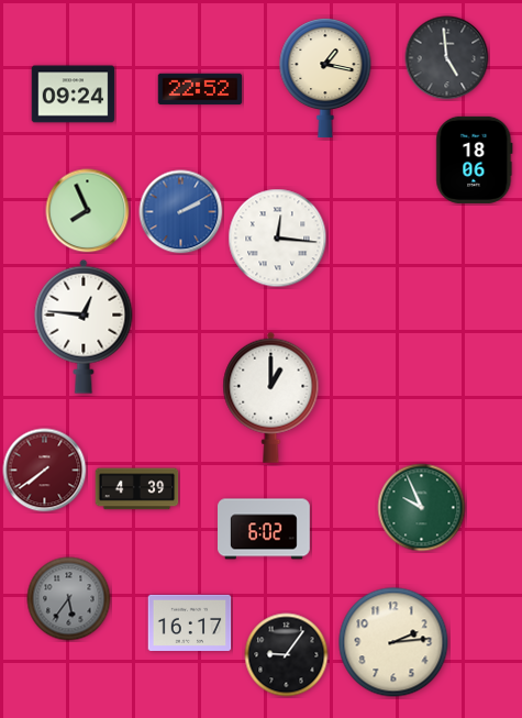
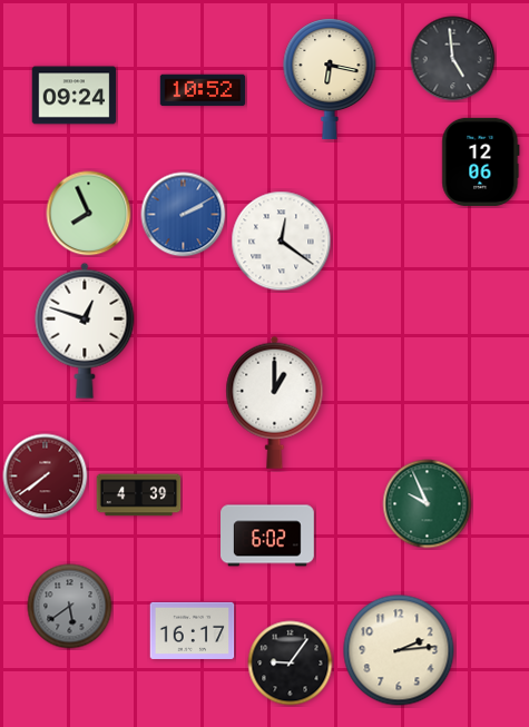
clock at (325, 79): 1:17 -> 6:17
clock at (200, 89): 22:52 -> 10:52
clock at (475, 159): 18:06 -> 12:06
clock at (278, 239): 12:16 -> 12:21
clock at (84, 327): 12:46 -> 12:48
clock at (422, 508) position: (422, 508) -> (428, 504)
clock at (69, 599): 5:36 -> 5:39
